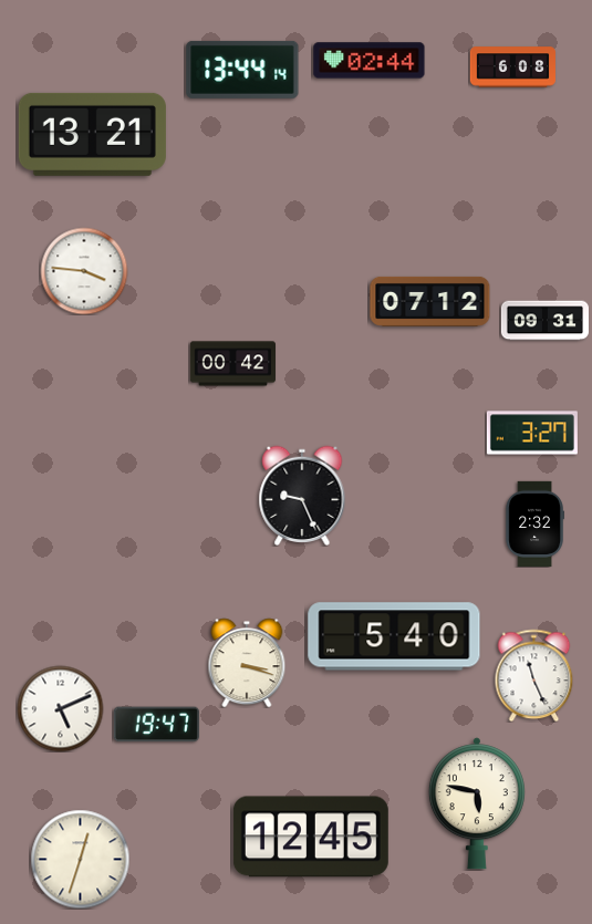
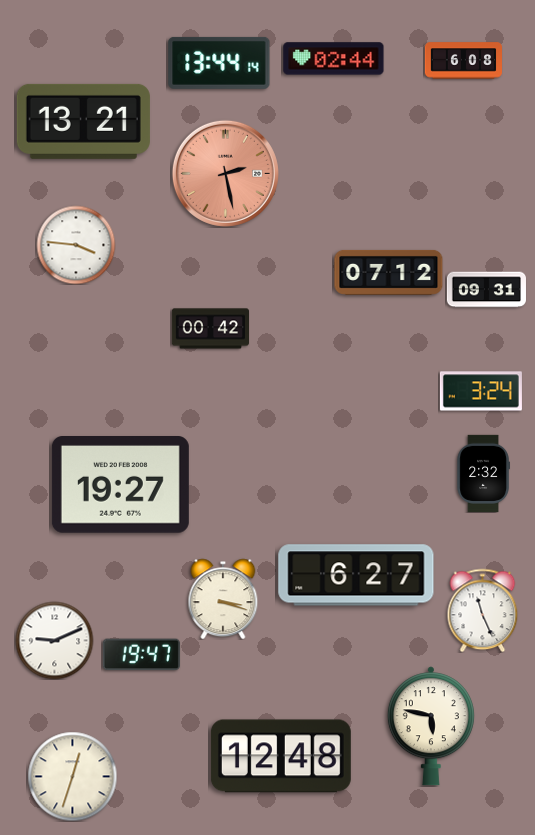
clock at (370, 61) position: (370, 61) -> (334, 59)
clock at (225, 173): none -> 2:28
clock at (544, 321) position: (544, 321) -> (486, 290)
clock at (532, 433): 3:27 -> 3:24
clock at (302, 495): 9:26 -> none
clock at (120, 485): none -> 19:27
clock at (394, 636): 5:40 -> 6:27
clock at (60, 708): 5:11 -> 9:11
clock at (311, 837): 12:45 -> 12:48
